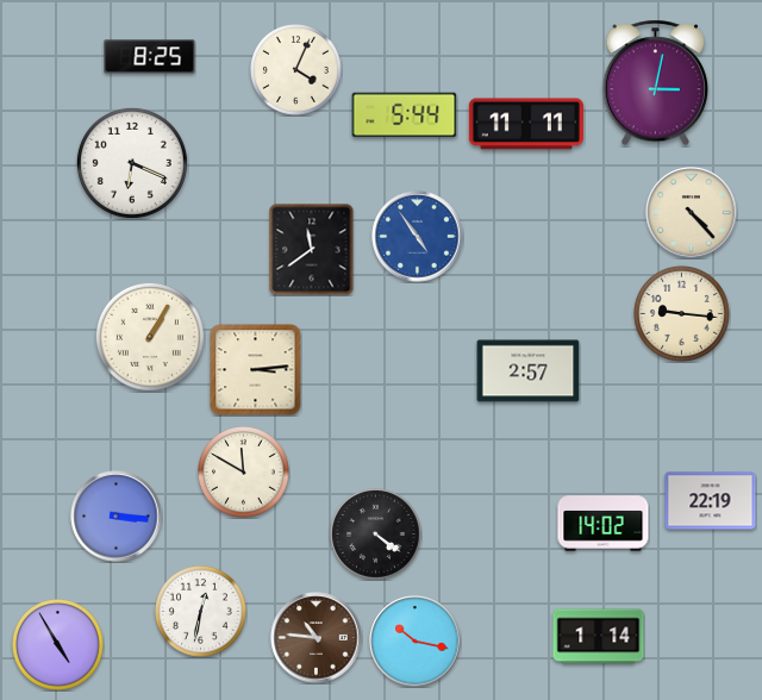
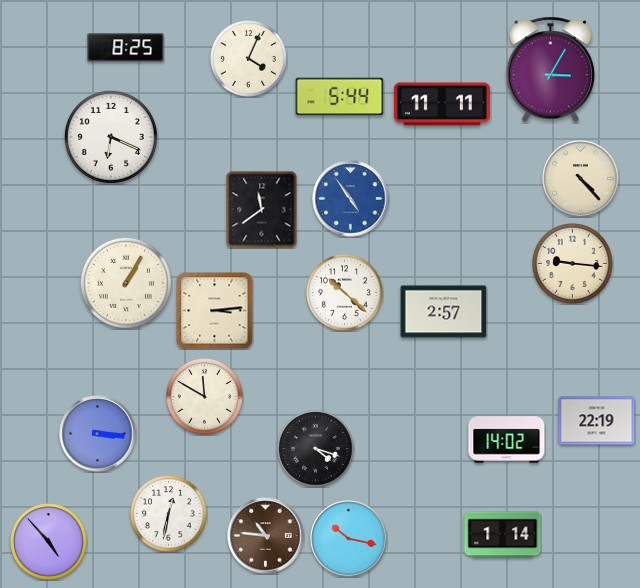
clock at (655, 83): 3:02 -> 3:05
clock at (345, 293): none -> 10:22
clock at (376, 535): 4:21 -> 4:18
clock at (58, 645): 4:55 -> 4:53
